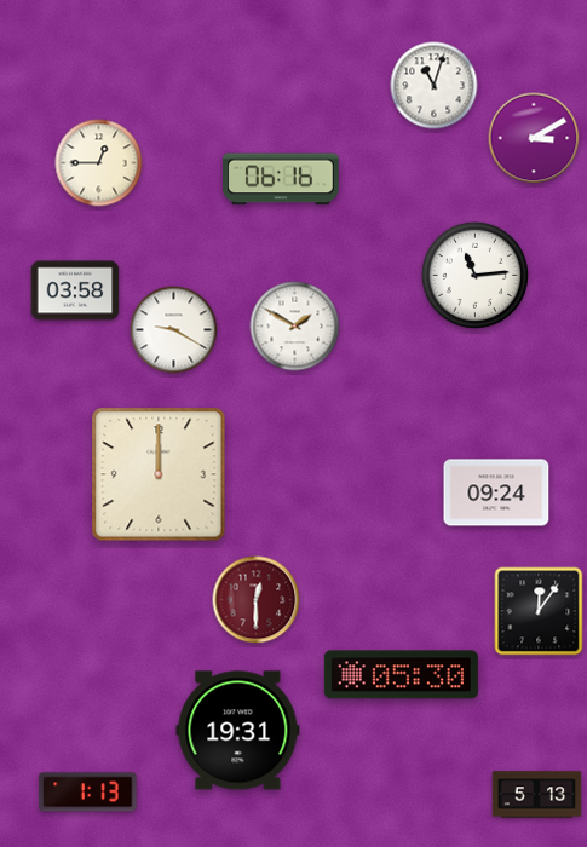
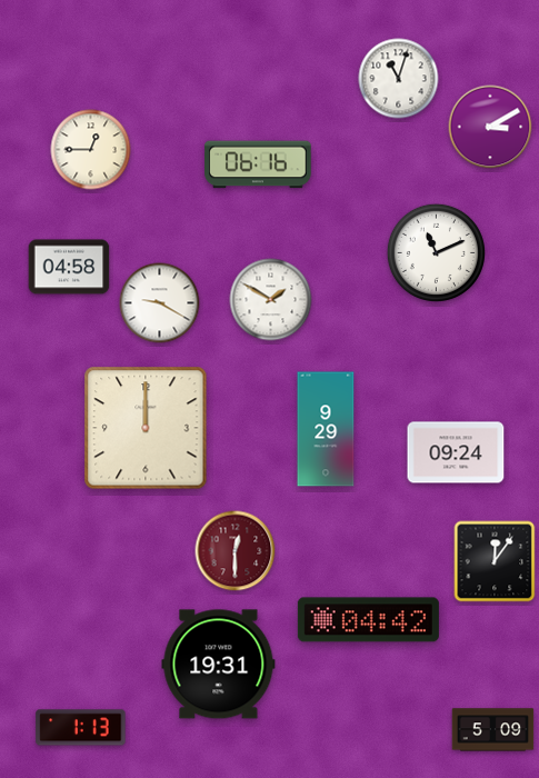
clock at (474, 275): 11:14 -> 11:11
clock at (75, 290): 03:58 -> 04:58
clock at (326, 429): none -> 9:29
clock at (159, 474) position: (159, 474) -> (146, 428)
clock at (401, 675): 05:30 -> 04:42
clock at (238, 731) position: (238, 731) -> (219, 665)
clock at (537, 795): 5:13 -> 5:09
